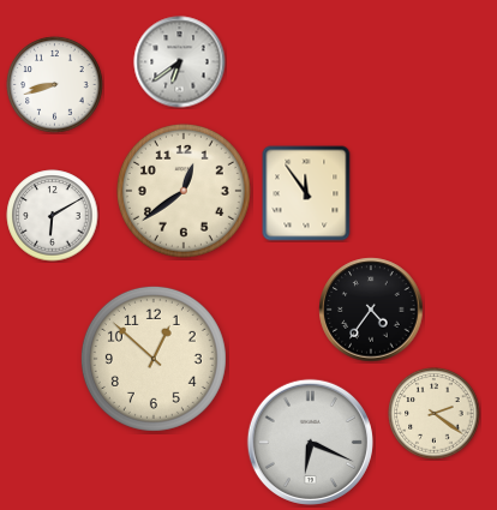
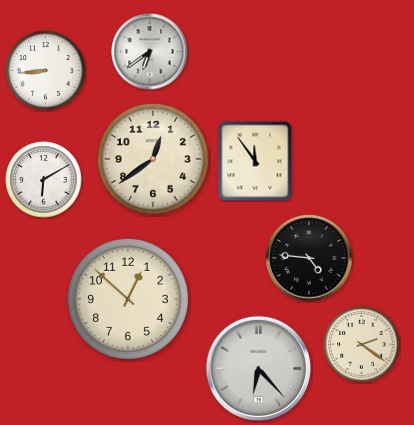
clock at (55, 85): 8:42 -> 8:44
clock at (371, 310): 4:36 -> 4:46
clock at (310, 442): 6:19 -> 6:23
